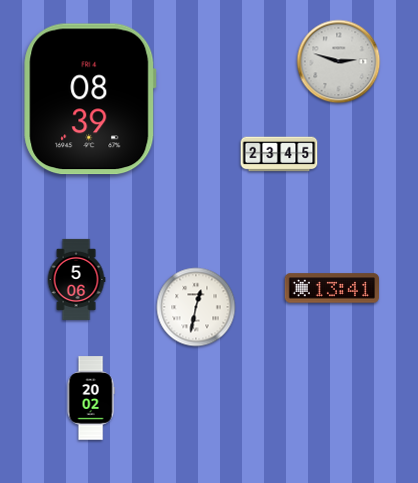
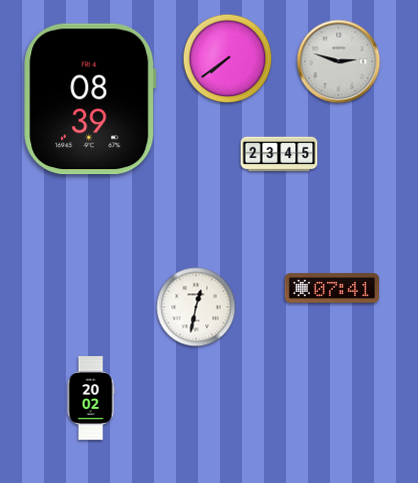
clock at (228, 59): none -> 7:39
clock at (76, 279): 5:06 -> none
clock at (332, 288): 13:41 -> 07:41
